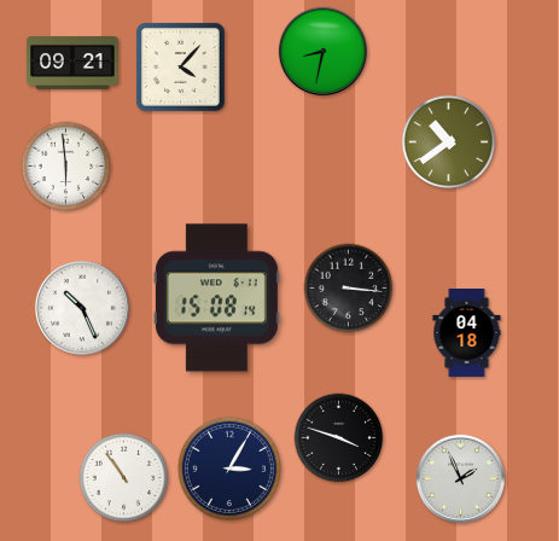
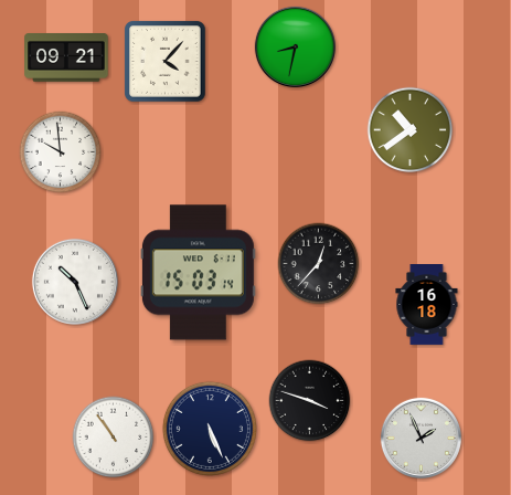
clock at (66, 167): 5:59 -> 9:59
clock at (349, 289): 3:16 -> 12:37
clock at (216, 298): 15:08 -> 15:03
clock at (467, 333): 04:18 -> 16:18
clock at (229, 469): 3:05 -> 5:26
